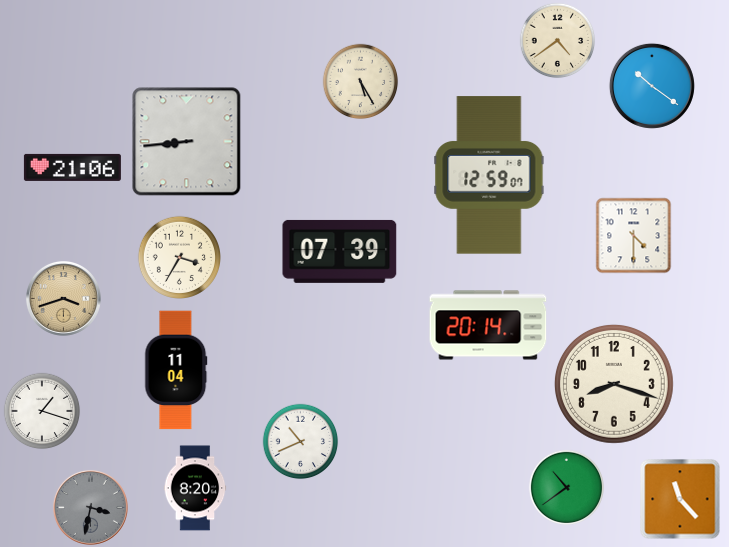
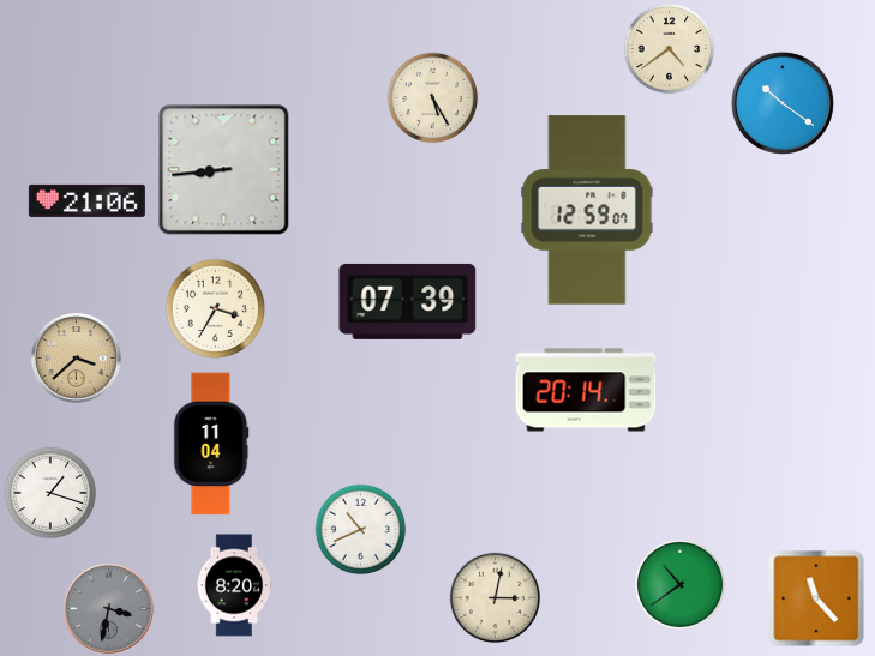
clock at (634, 236): 4:30 -> none
clock at (63, 298): 3:42 -> 3:38
clock at (614, 384): 8:18 -> none
clock at (496, 598): none -> 3:02
